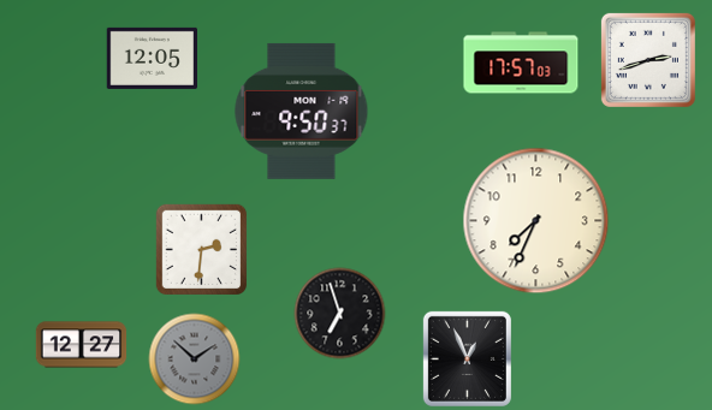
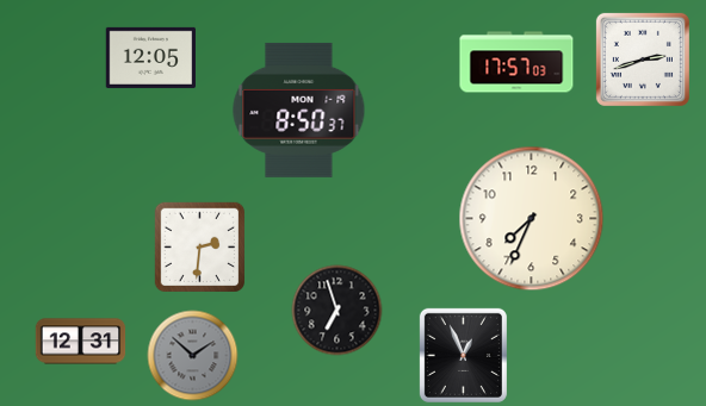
clock at (302, 111): 9:50 -> 8:50
clock at (82, 345): 12:27 -> 12:31
